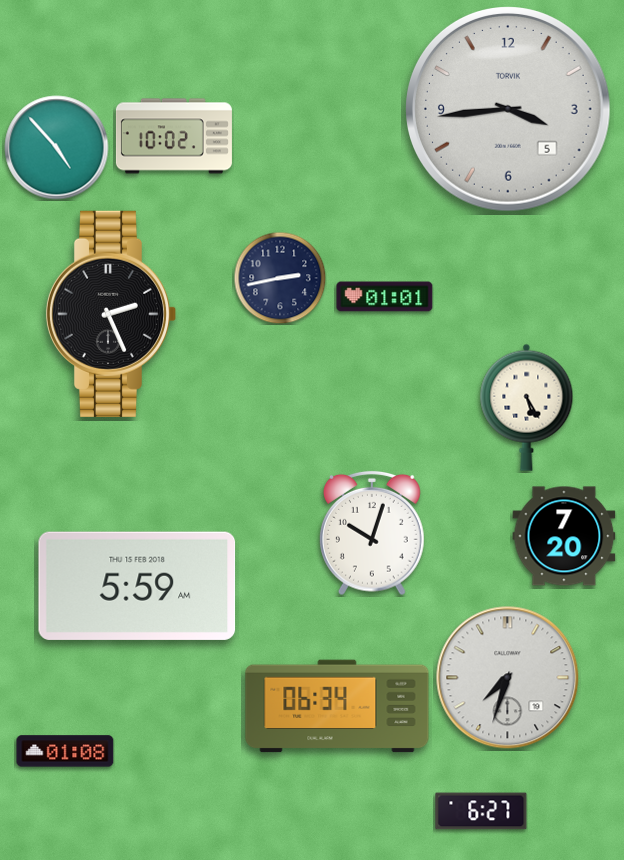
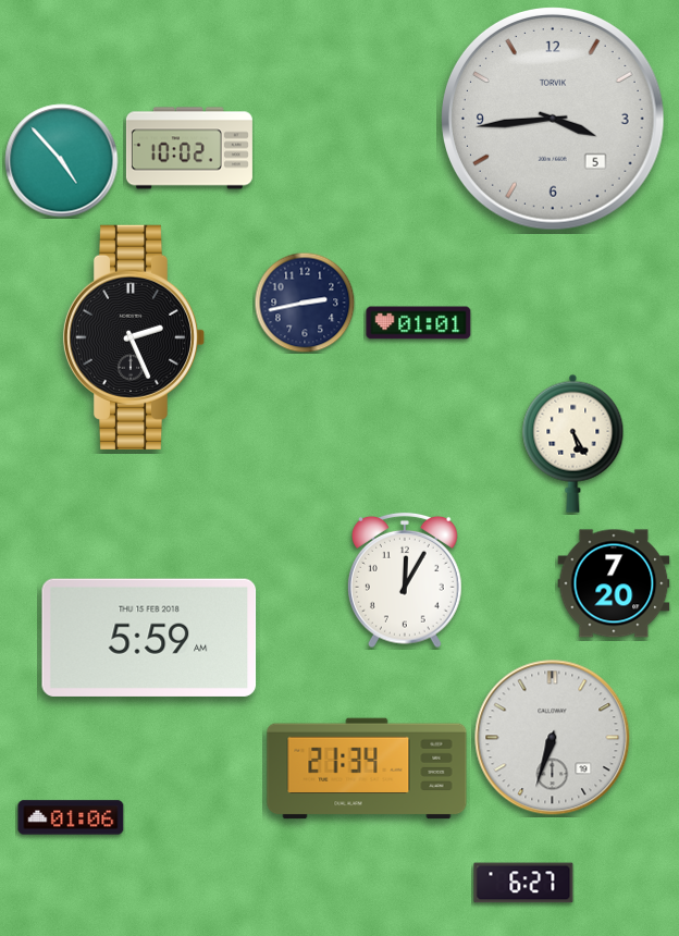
clock at (111, 314) position: (111, 314) -> (134, 337)
clock at (373, 533): 10:03 -> 12:05
clock at (508, 678): 7:33 -> 6:33
clock at (337, 706): 06:34 -> 21:34
clock at (65, 751): 01:08 -> 01:06
